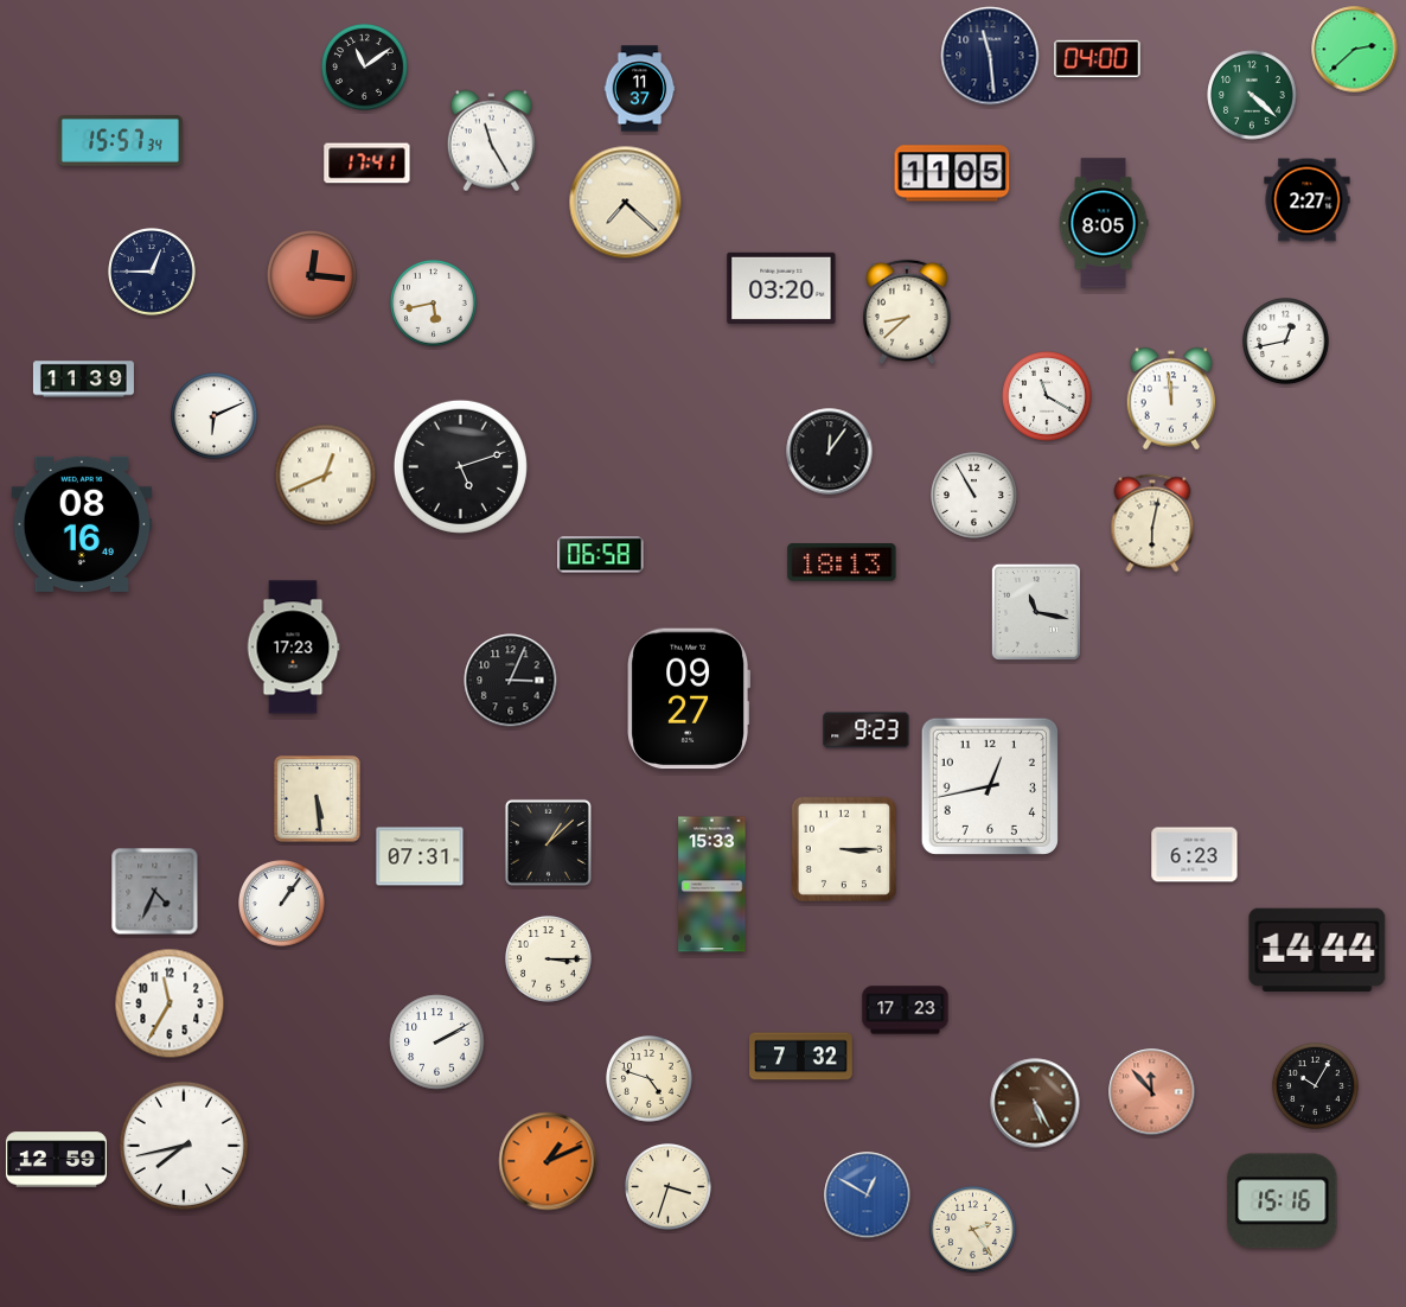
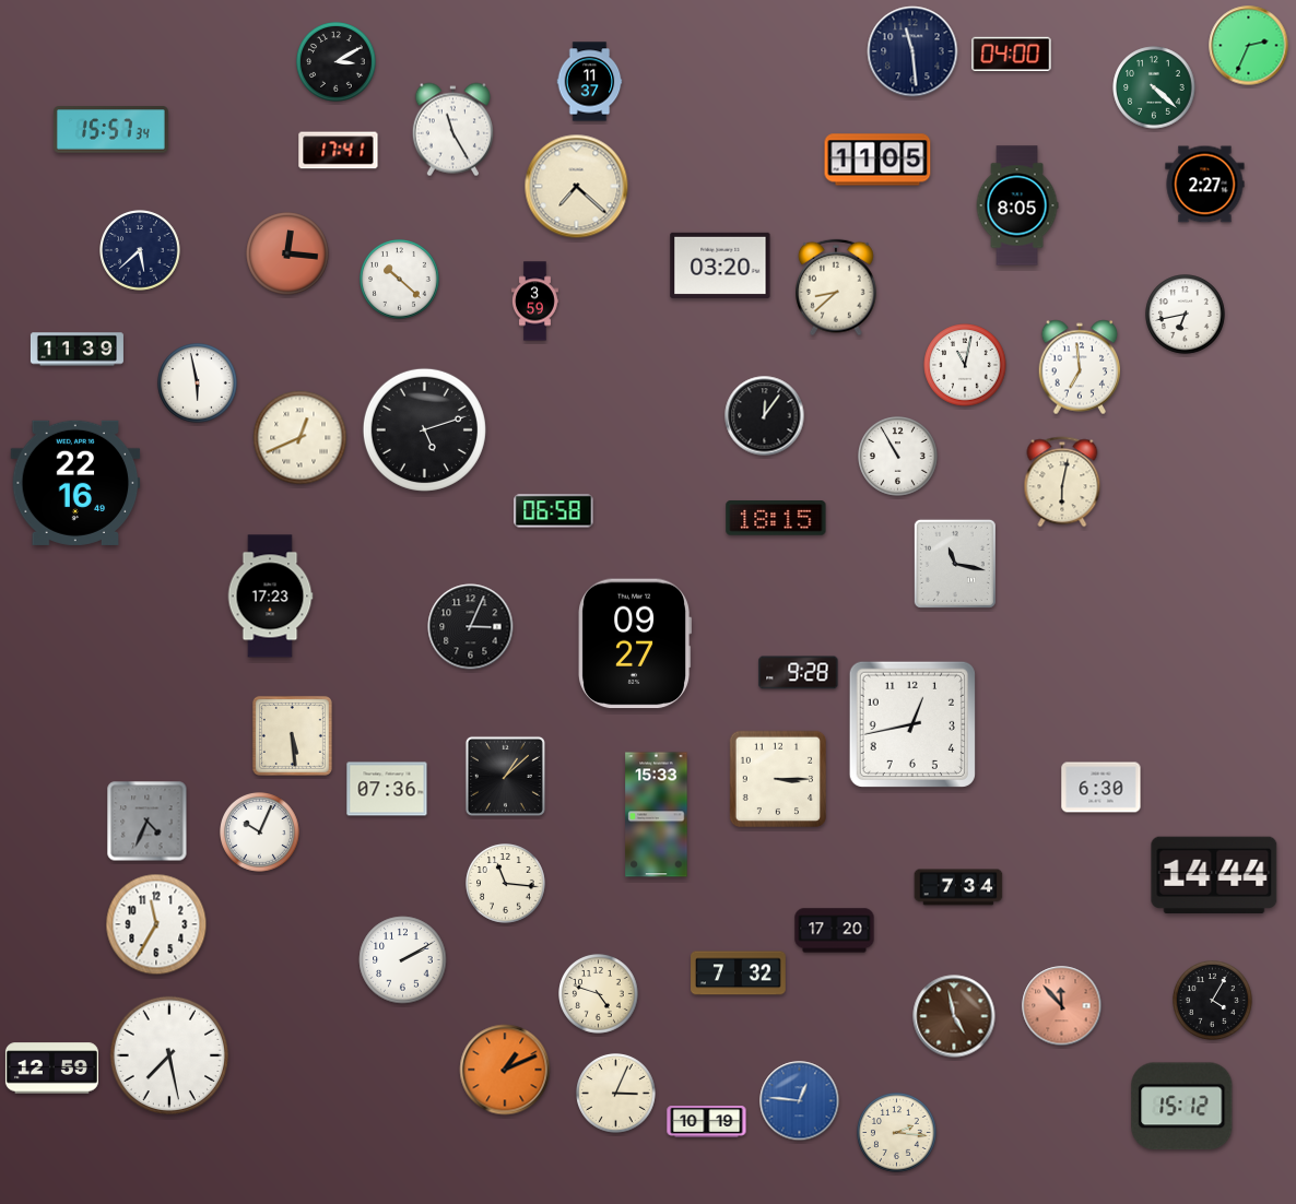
clock at (1355, 50): 2:38 -> 2:34
clock at (365, 68): 11:09 -> 3:10
clock at (152, 272): 12:45 -> 5:38
clock at (434, 304): 5:43 -> 10:22
clock at (535, 302): none -> 3:59
clock at (1286, 342): 12:43 -> 6:43
clock at (1047, 396): 11:20 -> 11:02
clock at (1171, 399): 11:59 -> 6:59
clock at (215, 416): 6:11 -> 5:58
clock at (82, 524): 08:16 -> 22:16
clock at (842, 562): 18:13 -> 18:15
clock at (867, 731): 9:23 -> 9:28
clock at (843, 848) position: (843, 848) -> (777, 778)
clock at (1195, 855): 6:23 -> 6:30
clock at (420, 856): 07:31 -> 07:36
clock at (155, 892) position: (155, 892) -> (148, 822)
clock at (282, 904): 1:06 -> 10:04
clock at (549, 959): 3:15 -> 11:16
clock at (958, 887): none -> 7:34
clock at (906, 1010): 17:23 -> 17:20
clock at (1316, 1086): 10:05 -> 4:05
clock at (1035, 1103): 5:25 -> 4:58
clock at (184, 1146): 7:43 -> 7:28
clock at (669, 1187): 3:33 -> 3:04
clock at (868, 1196): 12:50 -> 12:46
clock at (1283, 1201): 15:16 -> 15:12
clock at (707, 1122): none -> 10:19
clock at (973, 1230): 2:24 -> 2:16
